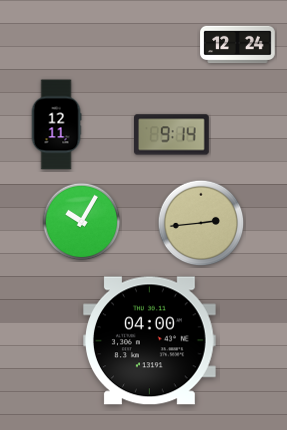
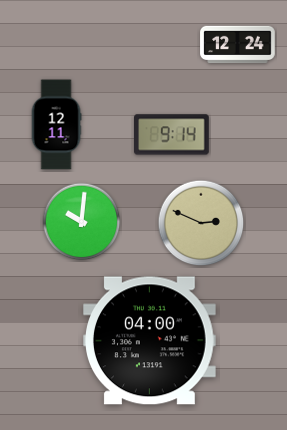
clock at (82, 222): 10:05 -> 10:01
clock at (201, 223): 2:44 -> 2:49
